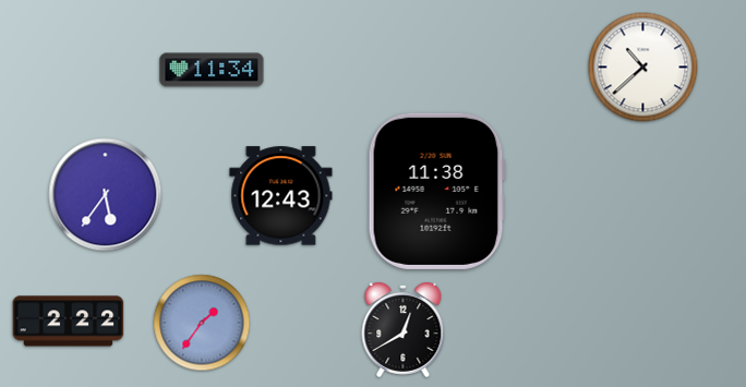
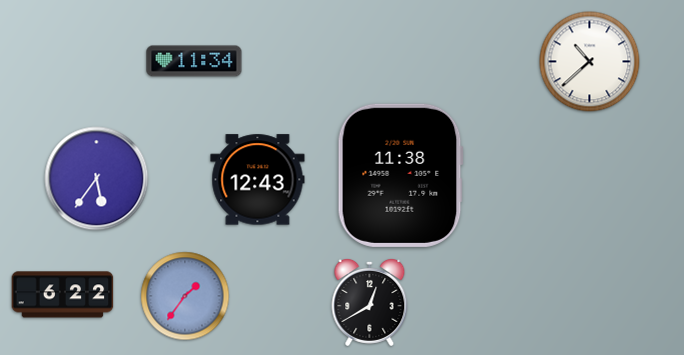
clock at (212, 70) position: (212, 70) -> (194, 61)
clock at (69, 322): 2:22 -> 6:22
